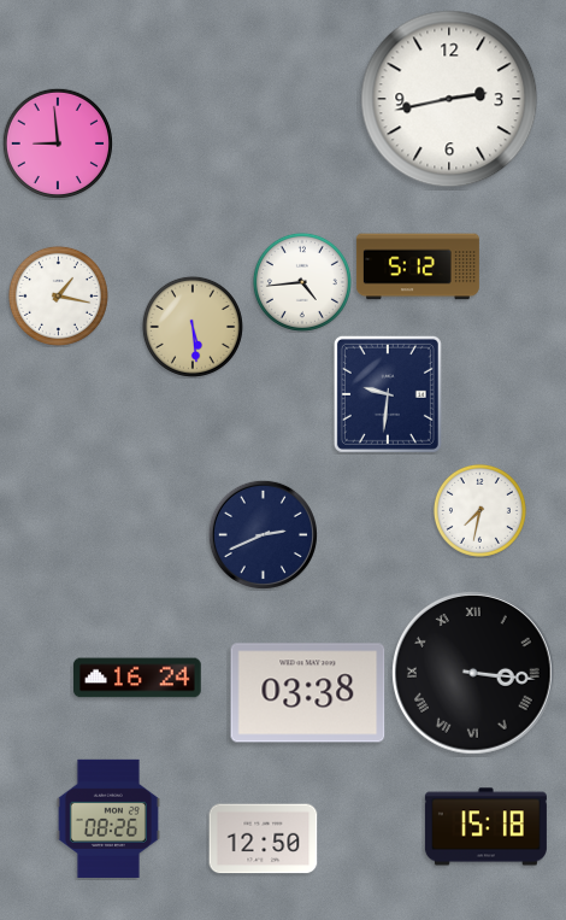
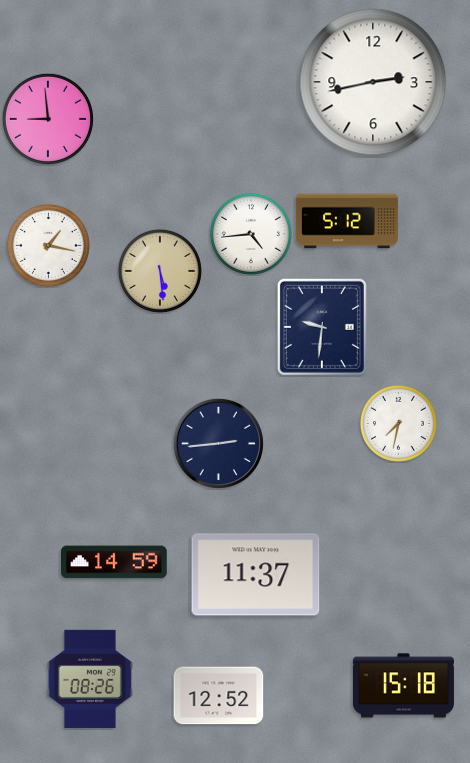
clock at (263, 534): 2:41 -> 2:44
clock at (474, 674): 3:16 -> none
clock at (138, 678): 16:24 -> 14:59
clock at (308, 693): 03:38 -> 11:37
clock at (264, 839): 12:50 -> 12:52
